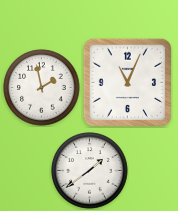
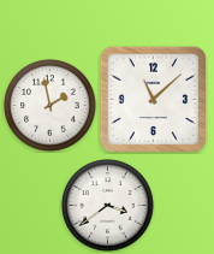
clock at (127, 82): 11:04 -> 11:08
clock at (90, 171): 1:39 -> 3:39
